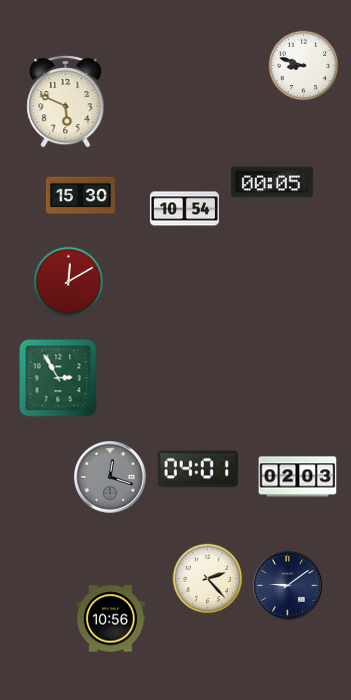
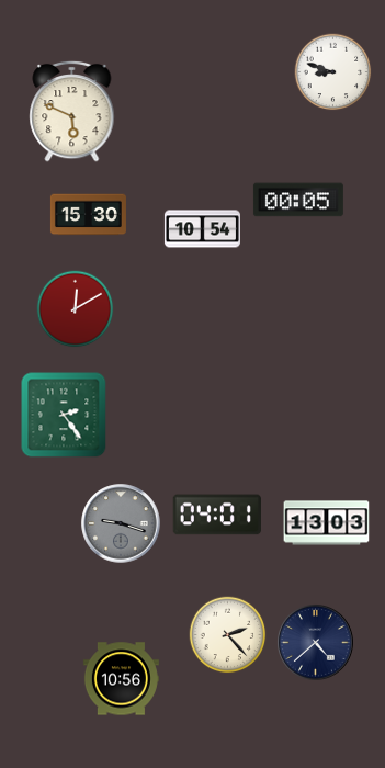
clock at (58, 378): 2:55 -> 2:24
clock at (110, 477): 12:18 -> 9:18
clock at (298, 477): 02:03 -> 13:03
clock at (288, 586): 9:09 -> 4:38
